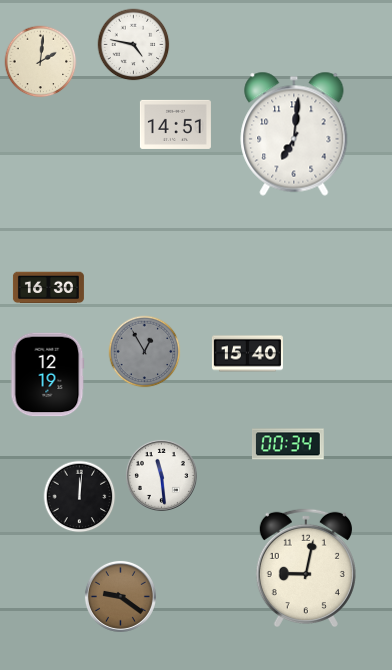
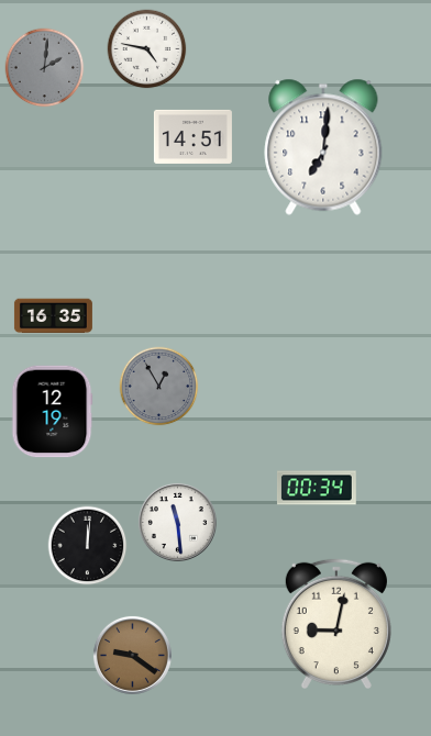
clock at (41, 62) dial: cream -> grey
clock at (48, 288): 16:30 -> 16:35
clock at (247, 354): 15:40 -> none
